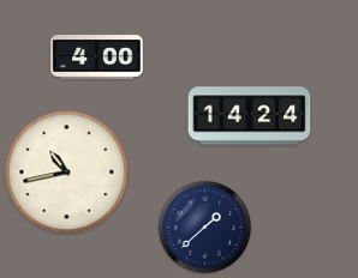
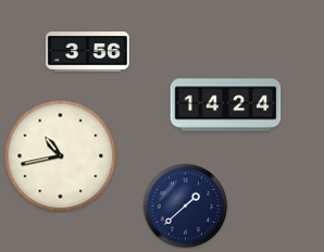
clock at (97, 58): 4:00 -> 3:56
